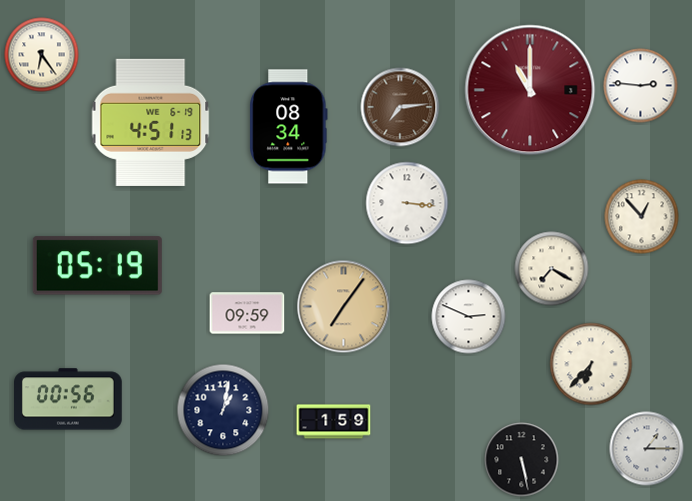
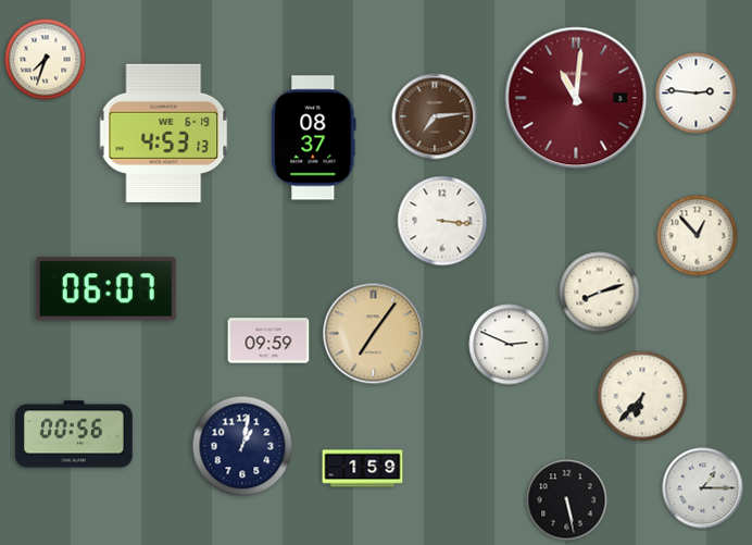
clock at (42, 55): 6:24 -> 7:33
clock at (530, 90): 11:00 -> 11:01
clock at (151, 122): 4:51 -> 4:53
clock at (289, 127): 08:34 -> 08:37
clock at (97, 266): 05:19 -> 06:07
clock at (552, 269): 7:20 -> 8:12
clock at (334, 422) position: (334, 422) -> (363, 469)
